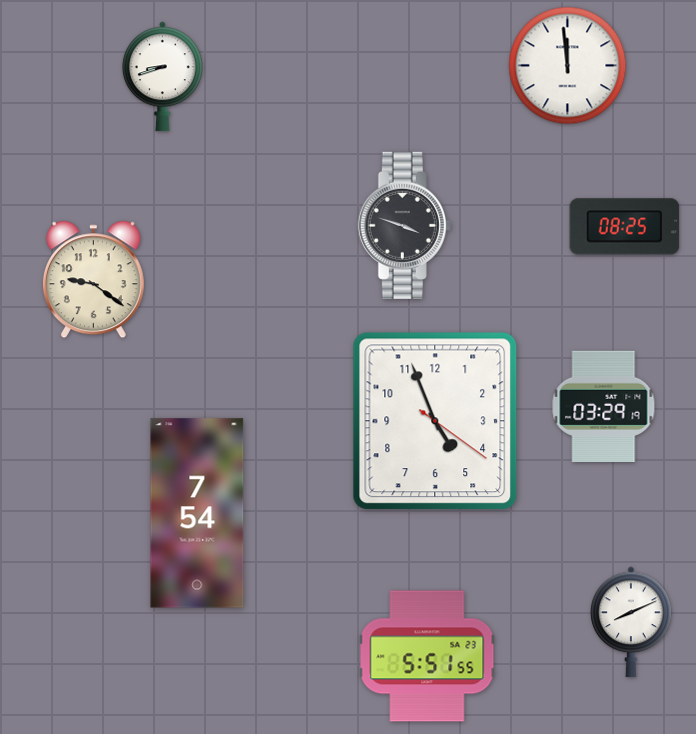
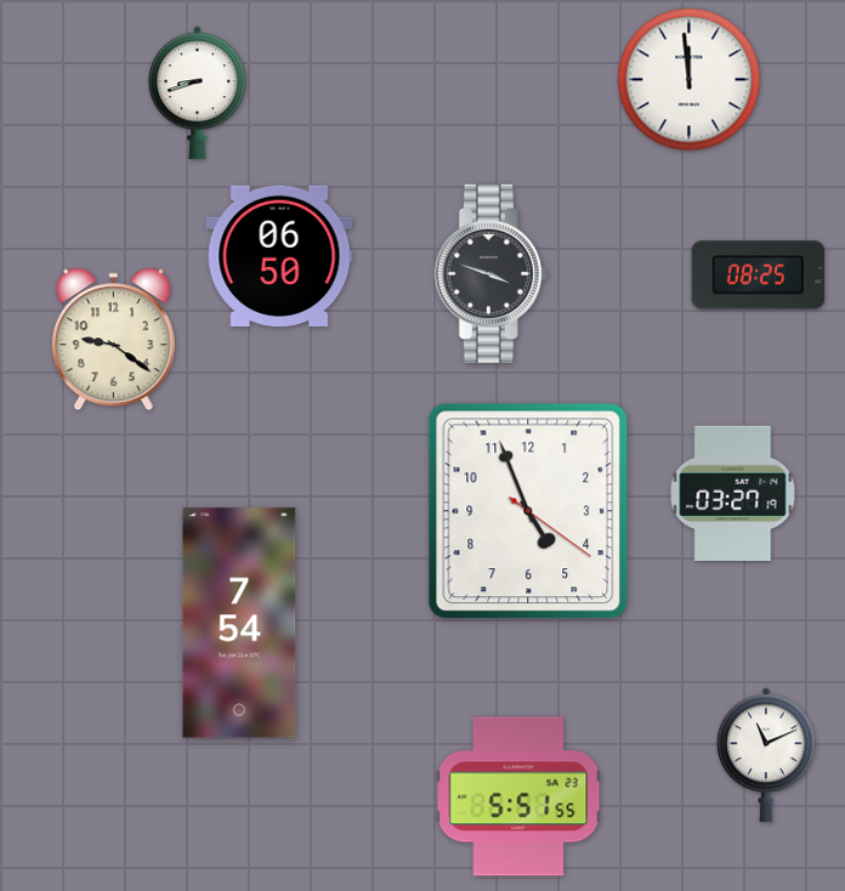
clock at (279, 256): none -> 06:50
clock at (604, 406): 03:29 -> 03:27
clock at (632, 622): 8:11 -> 11:11
